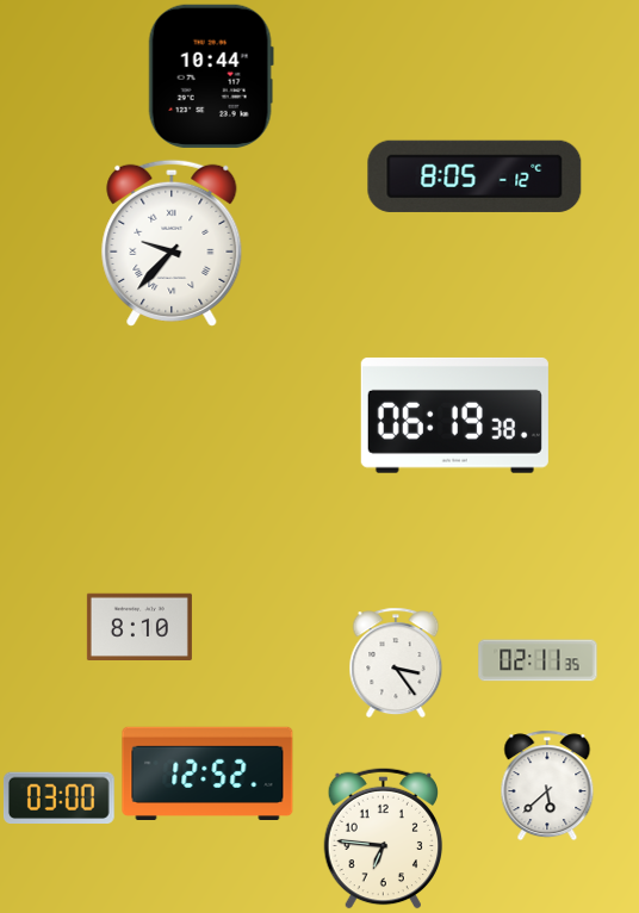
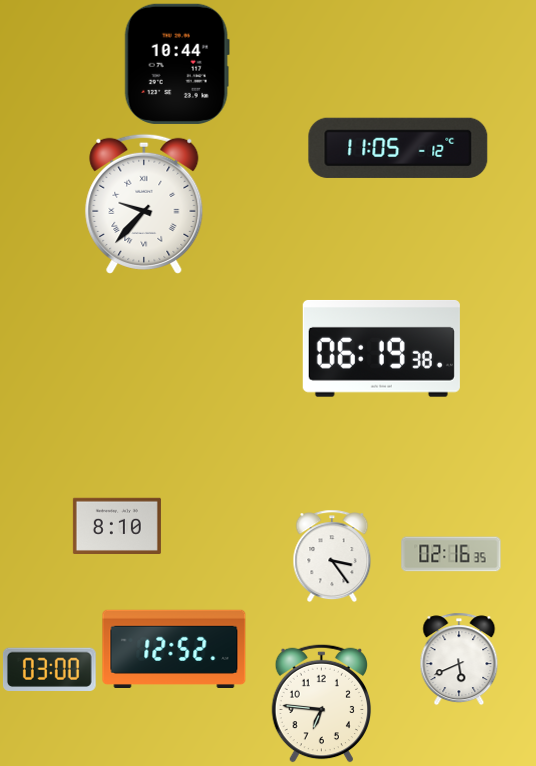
clock at (474, 176): 8:05 -> 11:05
clock at (538, 660): 02:11 -> 02:16
clock at (547, 785): 5:38 -> 5:41
